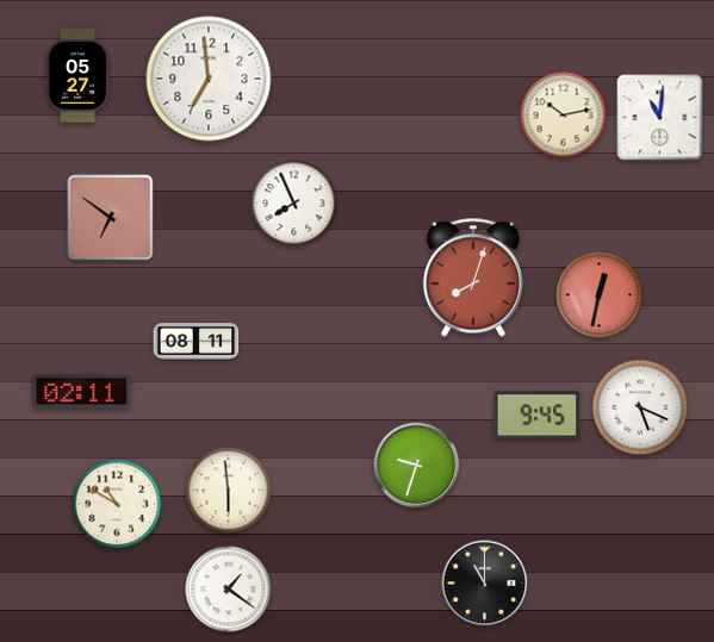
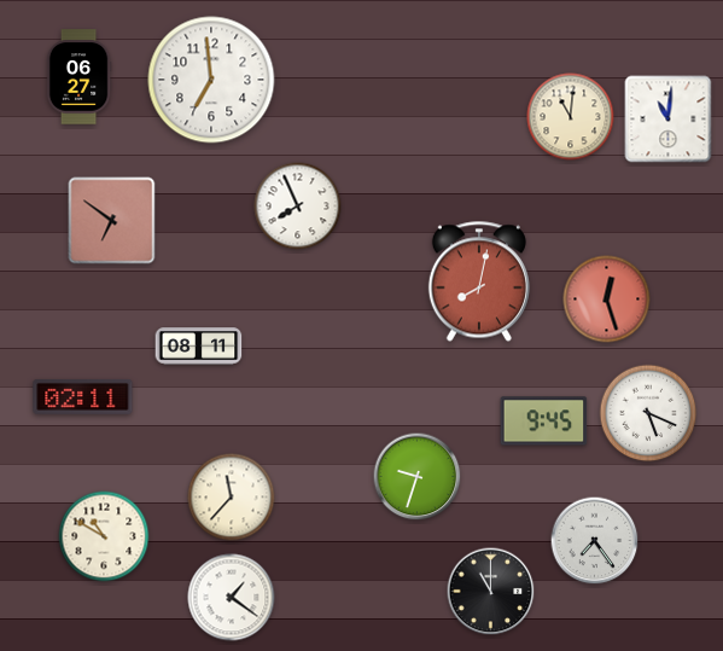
clock at (77, 76): 05:27 -> 06:27
clock at (564, 116): 10:13 -> 11:01
clock at (473, 278): 8:03 -> 8:02
clock at (600, 295): 12:32 -> 12:27
clock at (417, 466) position: (417, 466) -> (418, 477)
clock at (229, 491): 5:59 -> 11:37
clock at (117, 504) position: (117, 504) -> (104, 536)
clock at (595, 541): none -> 7:24
